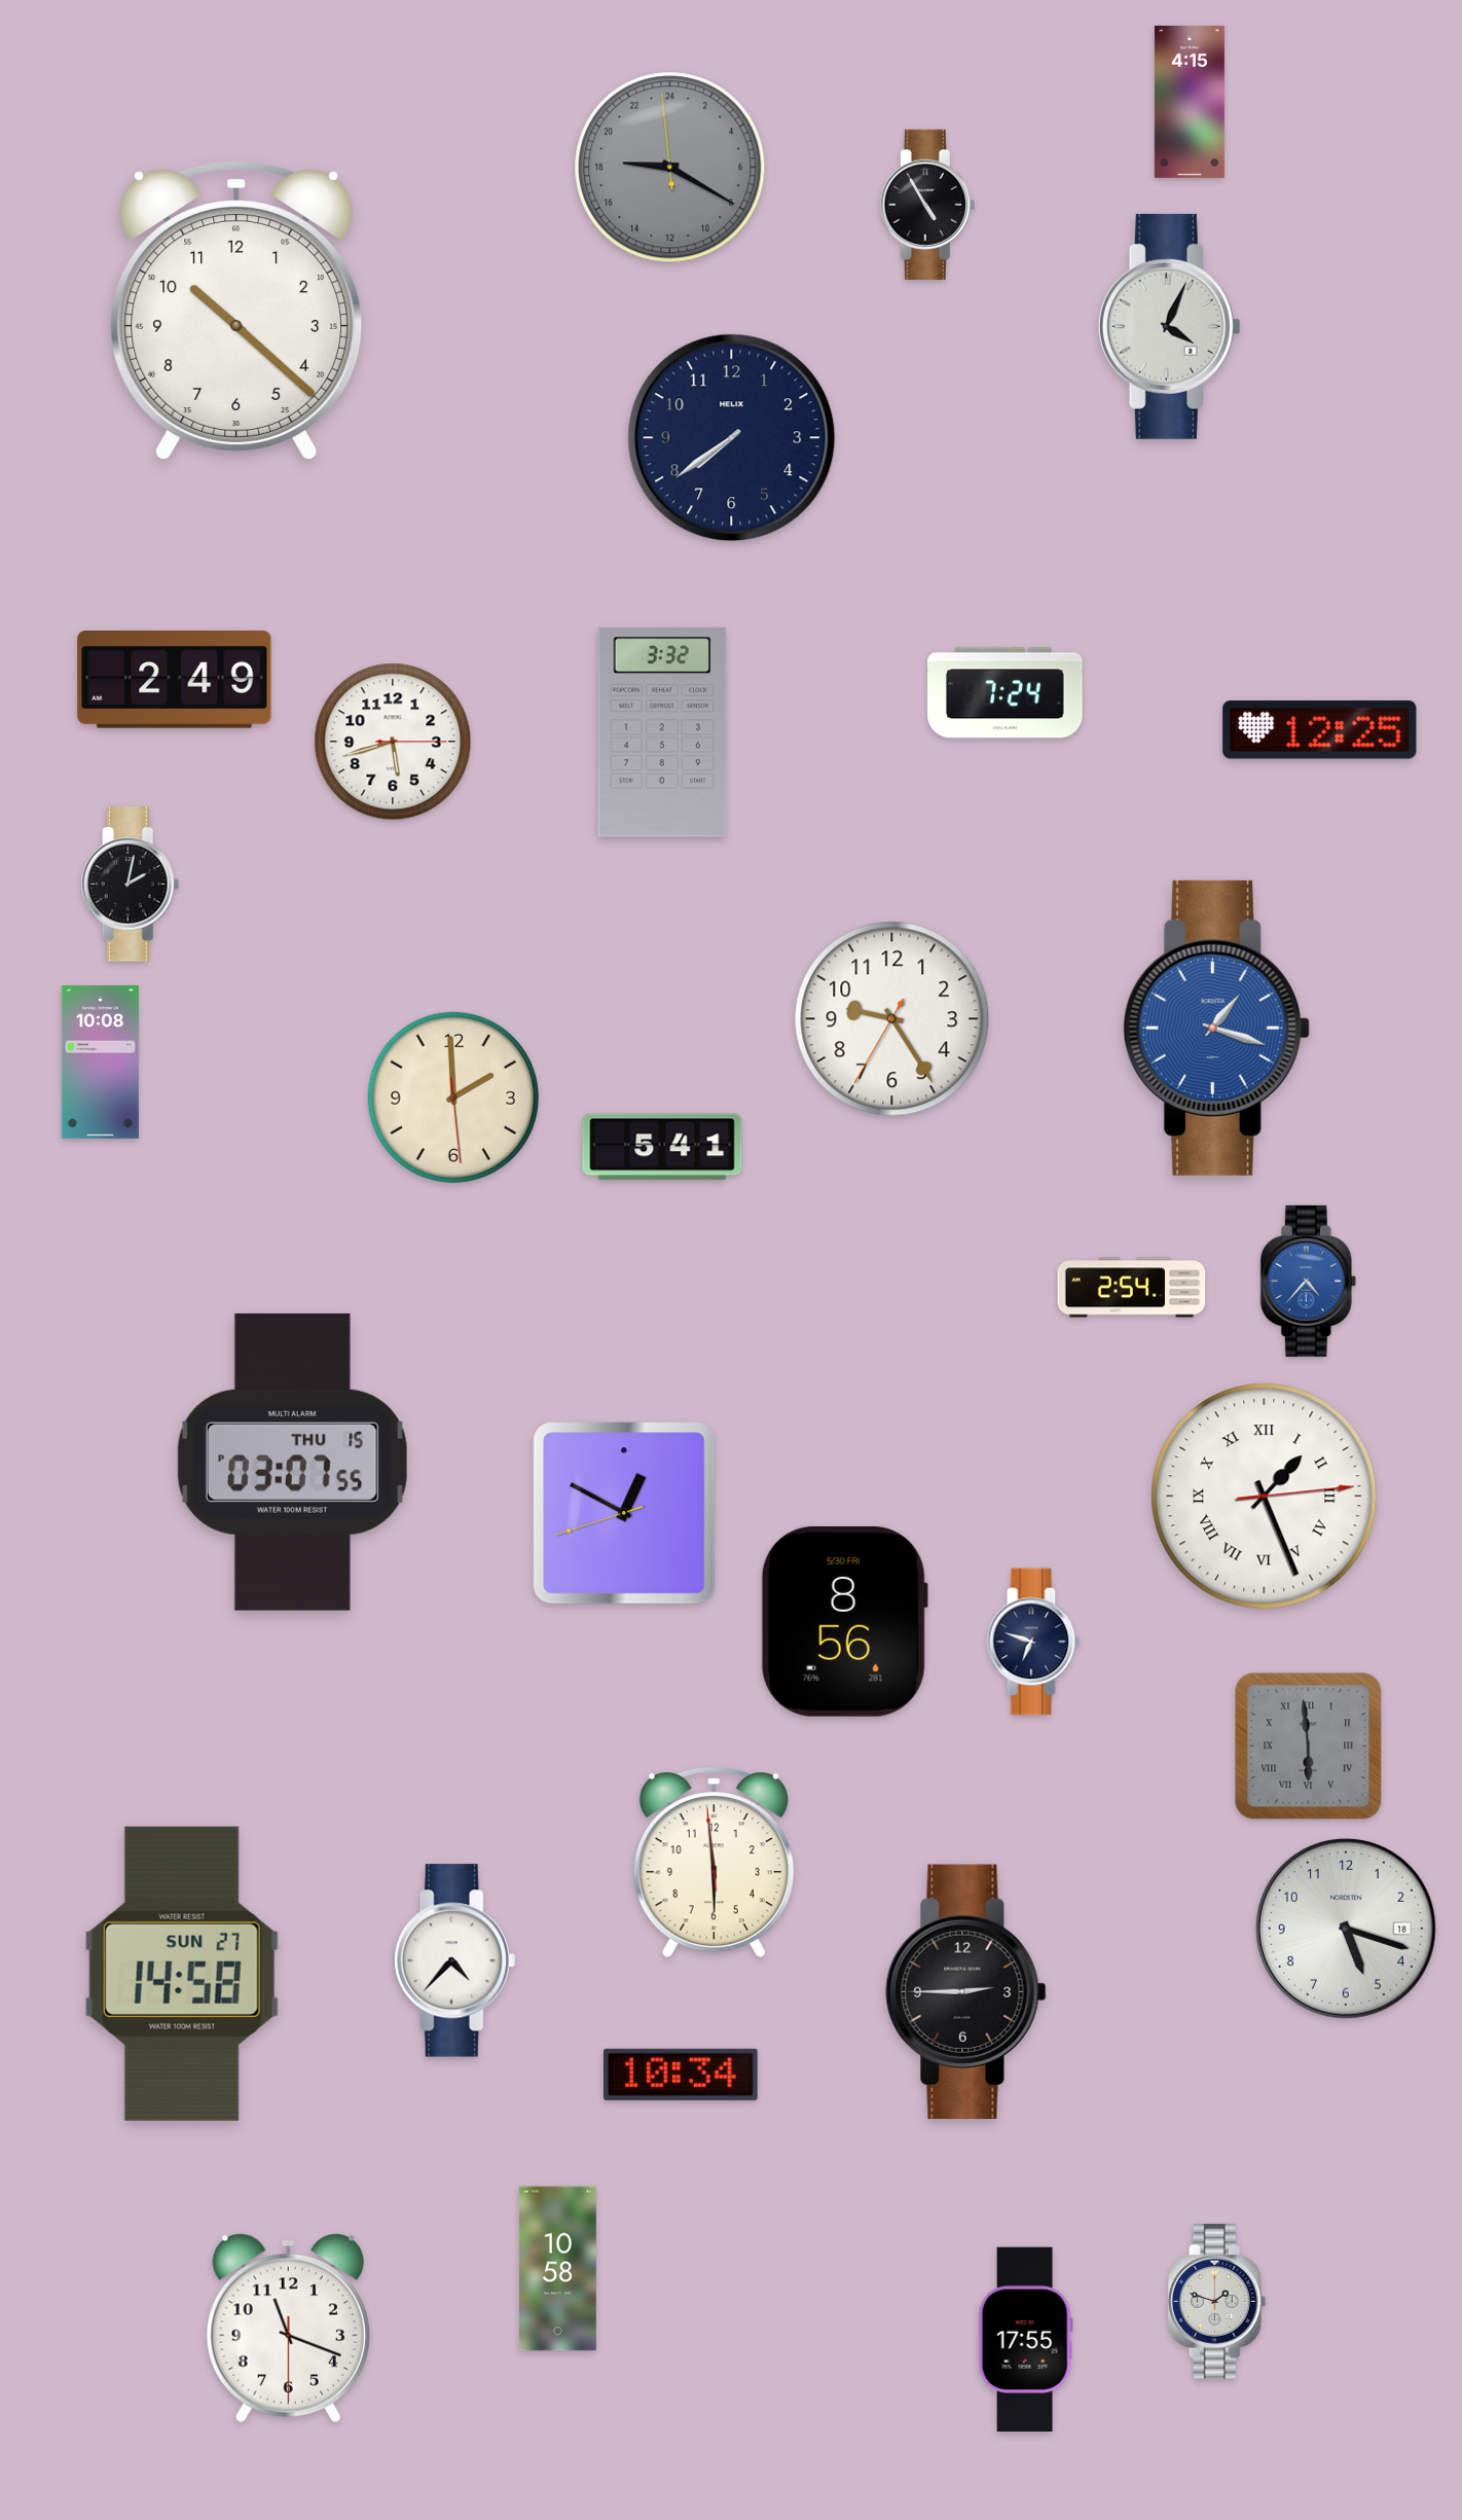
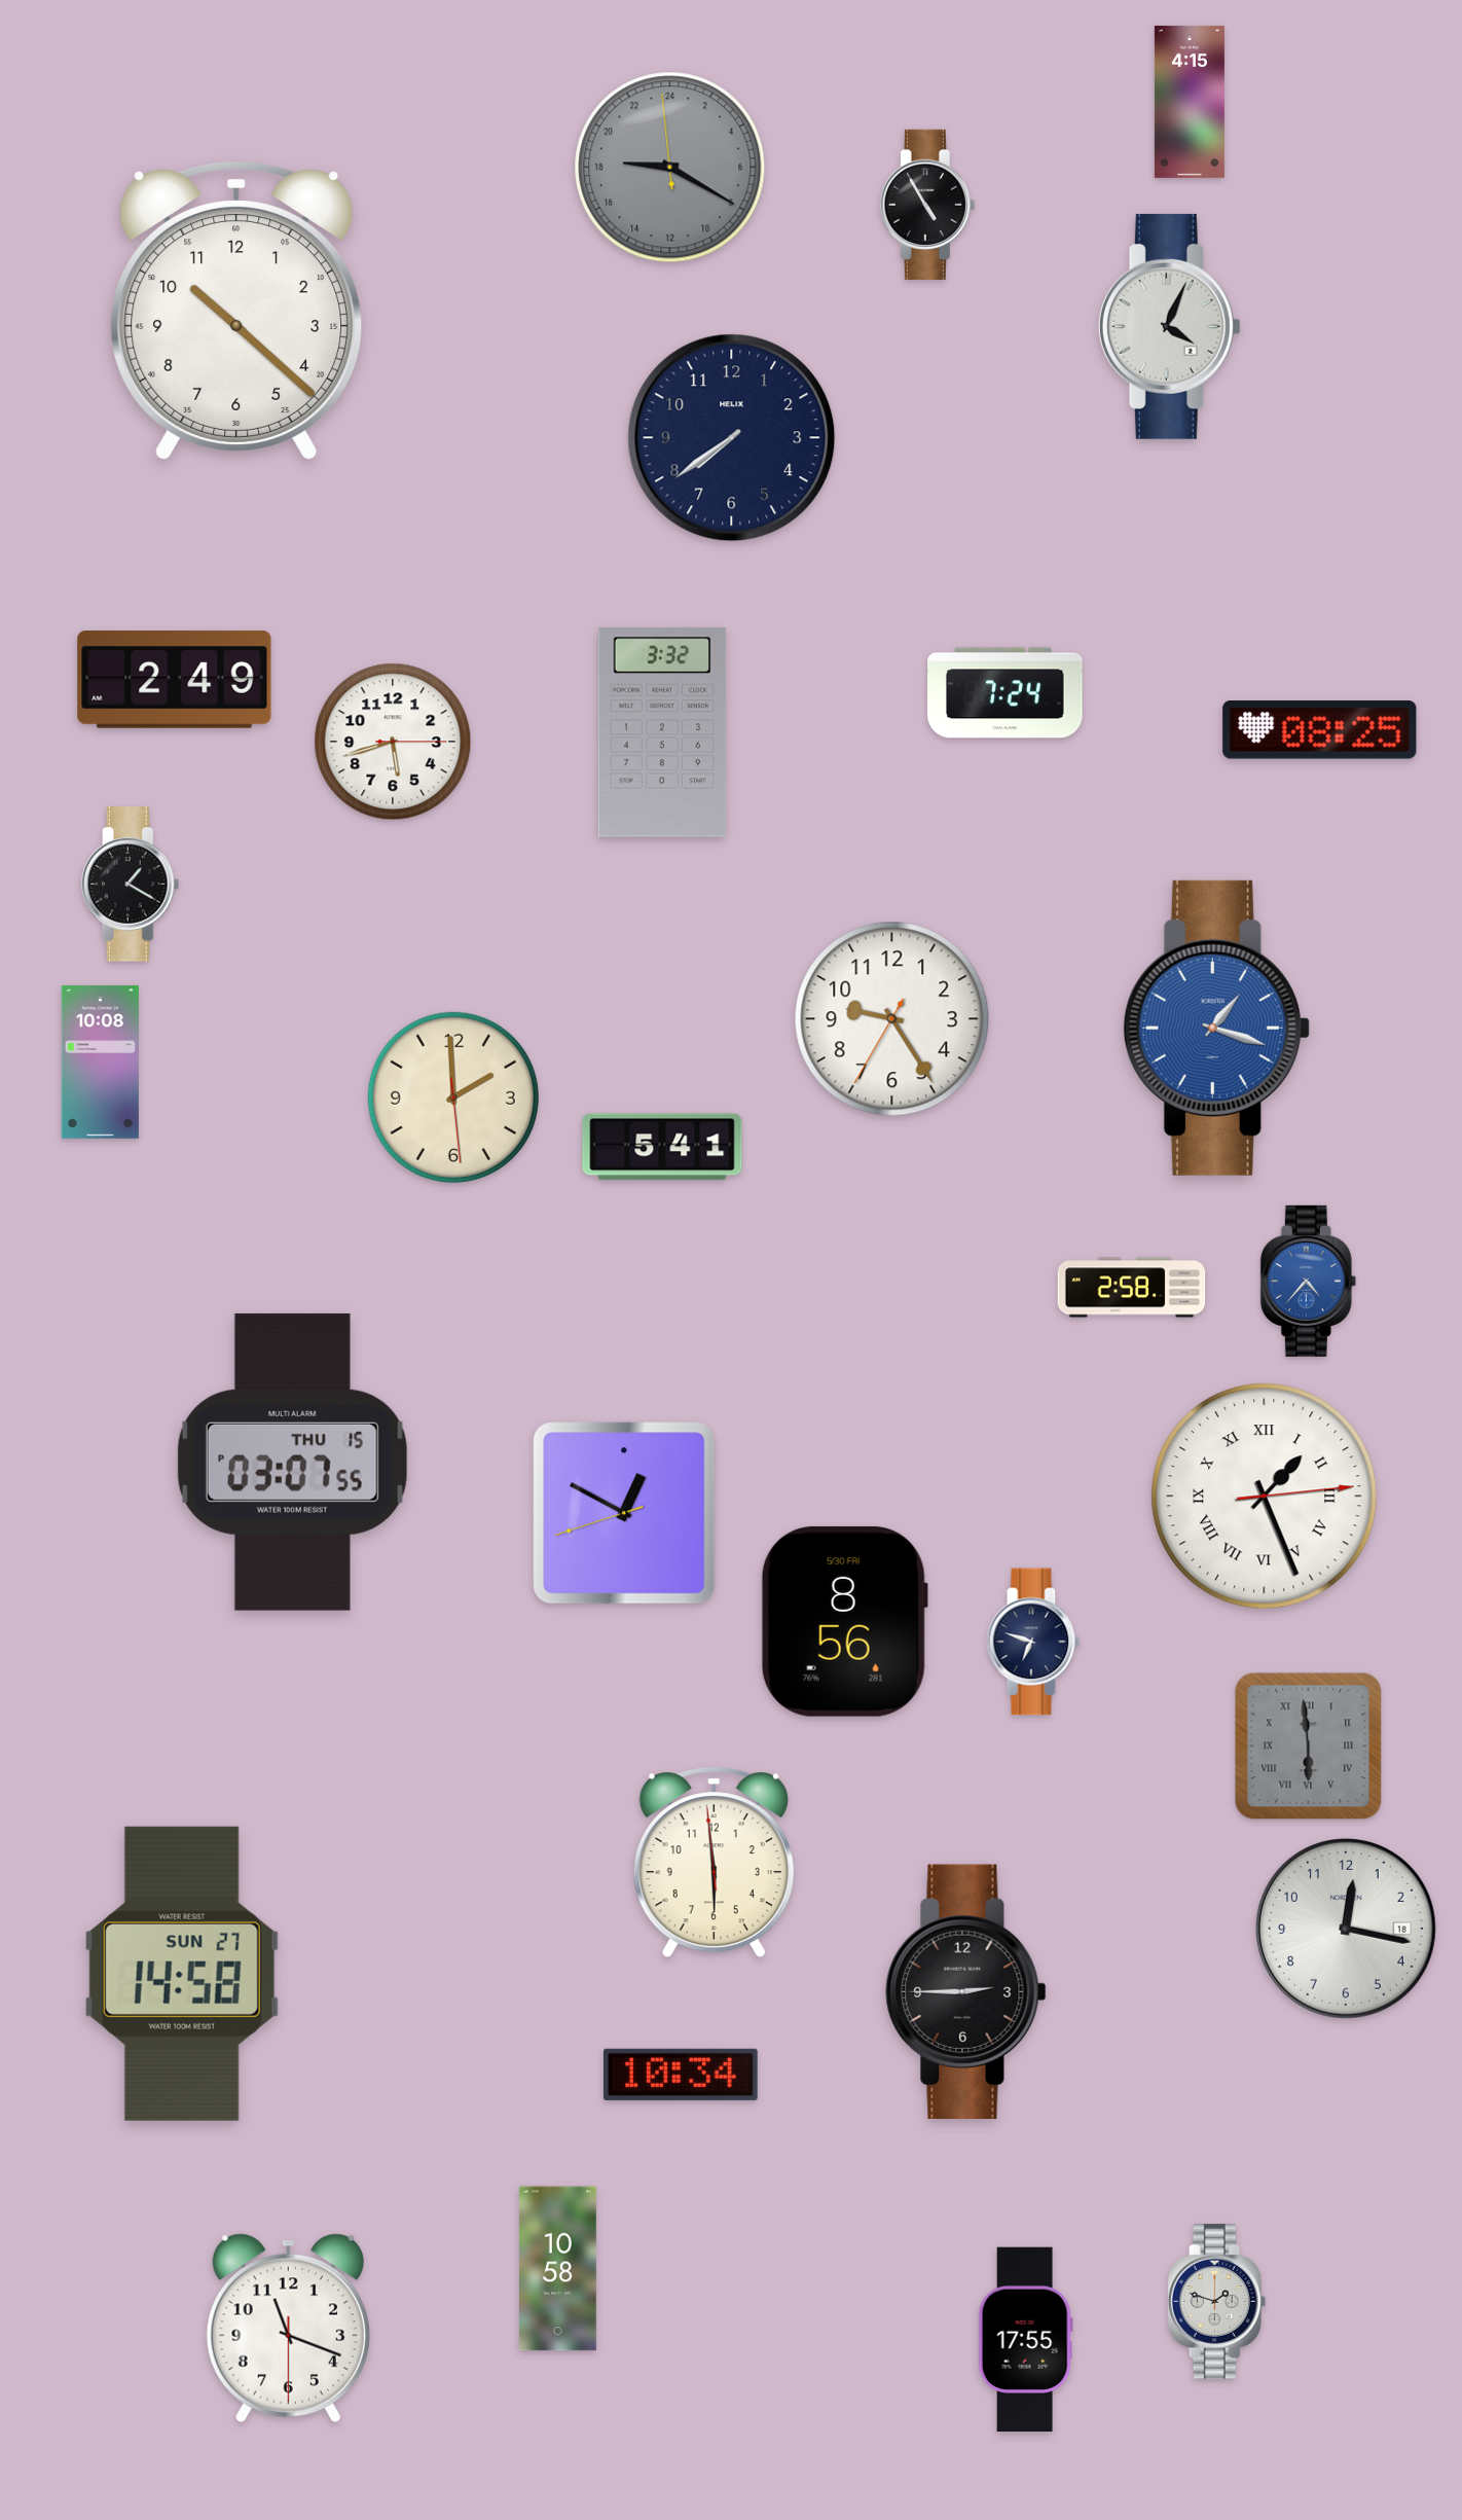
clock at (1320, 730): 12:25 -> 08:25
clock at (131, 885): 2:02 -> 1:20
clock at (1132, 1288): 2:54 -> 2:58
clock at (1347, 1930): 5:18 -> 12:17
clock at (454, 1960): 4:37 -> none
